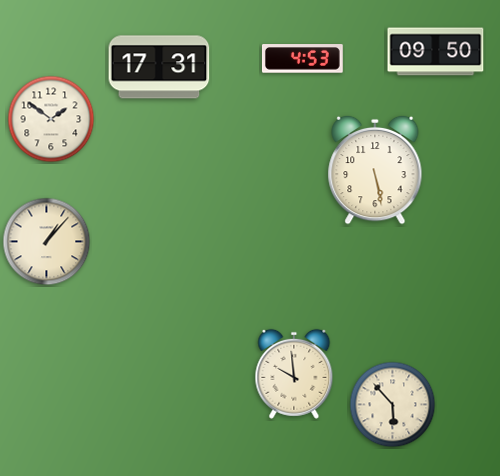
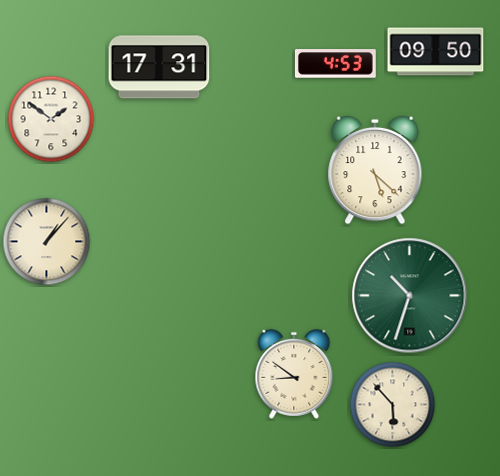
clock at (302, 59) position: (302, 59) -> (335, 64)
clock at (375, 170): 5:28 -> 5:22
clock at (410, 296): none -> 10:33
clock at (294, 374): 9:59 -> 8:51
